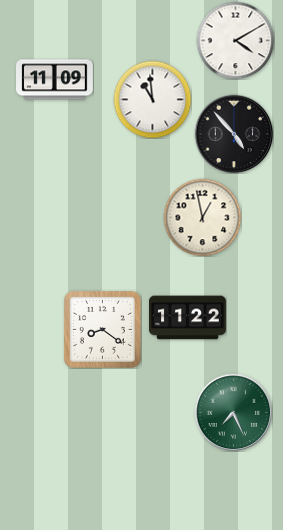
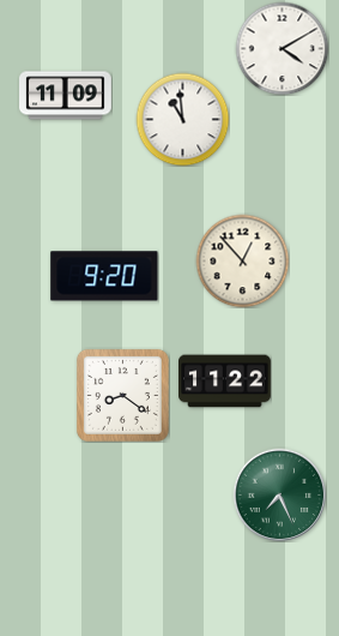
clock at (234, 134): 4:53 -> none
clock at (202, 217): 12:58 -> 12:53
clock at (104, 276): none -> 9:20
